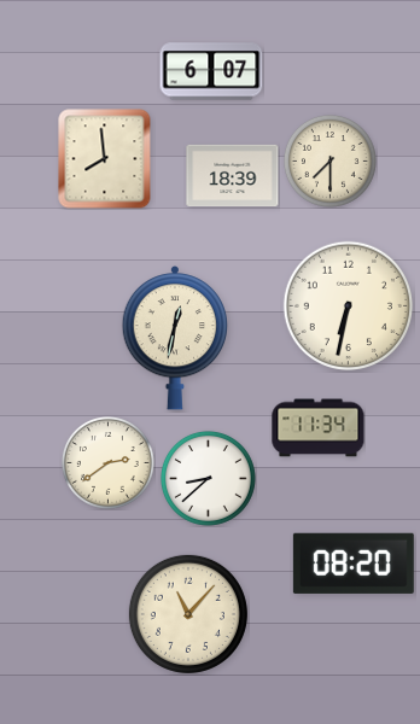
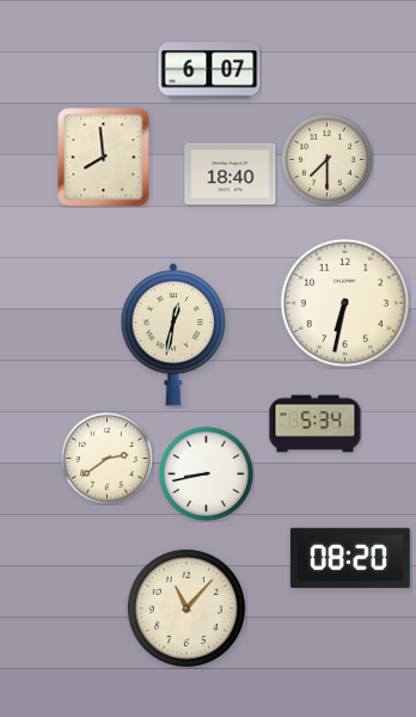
clock at (233, 176): 18:39 -> 18:40
clock at (319, 428): 11:34 -> 5:34
clock at (208, 478): 8:38 -> 8:43
